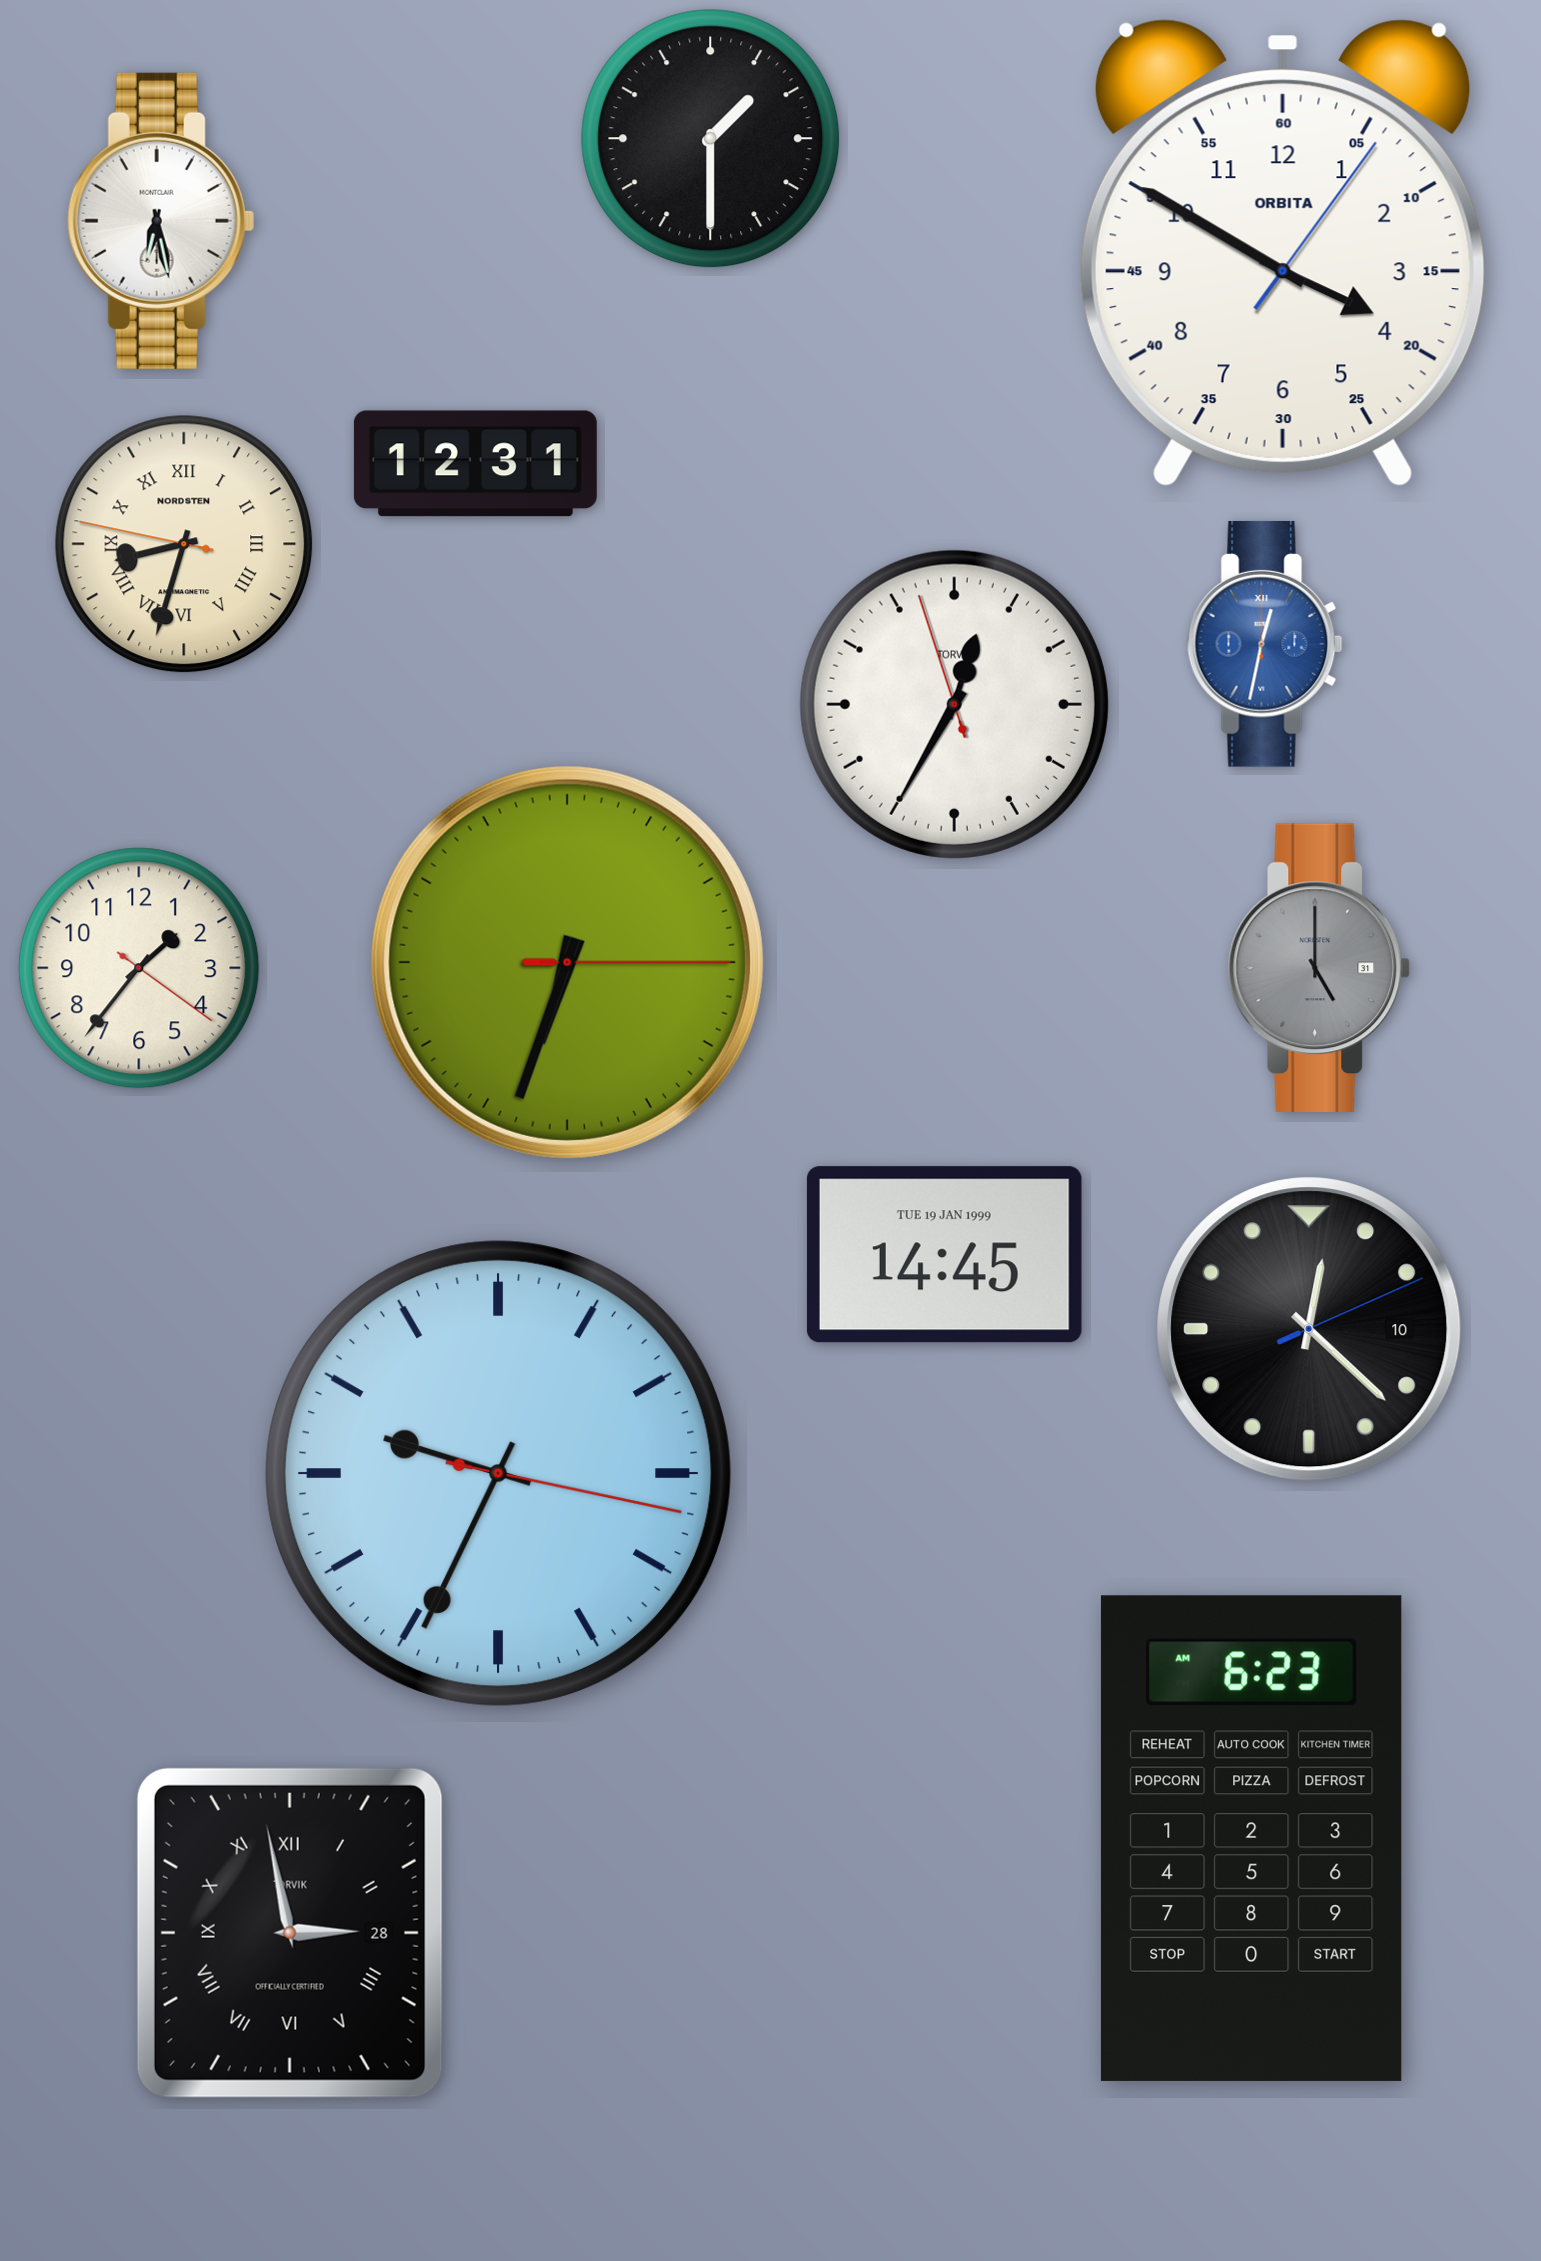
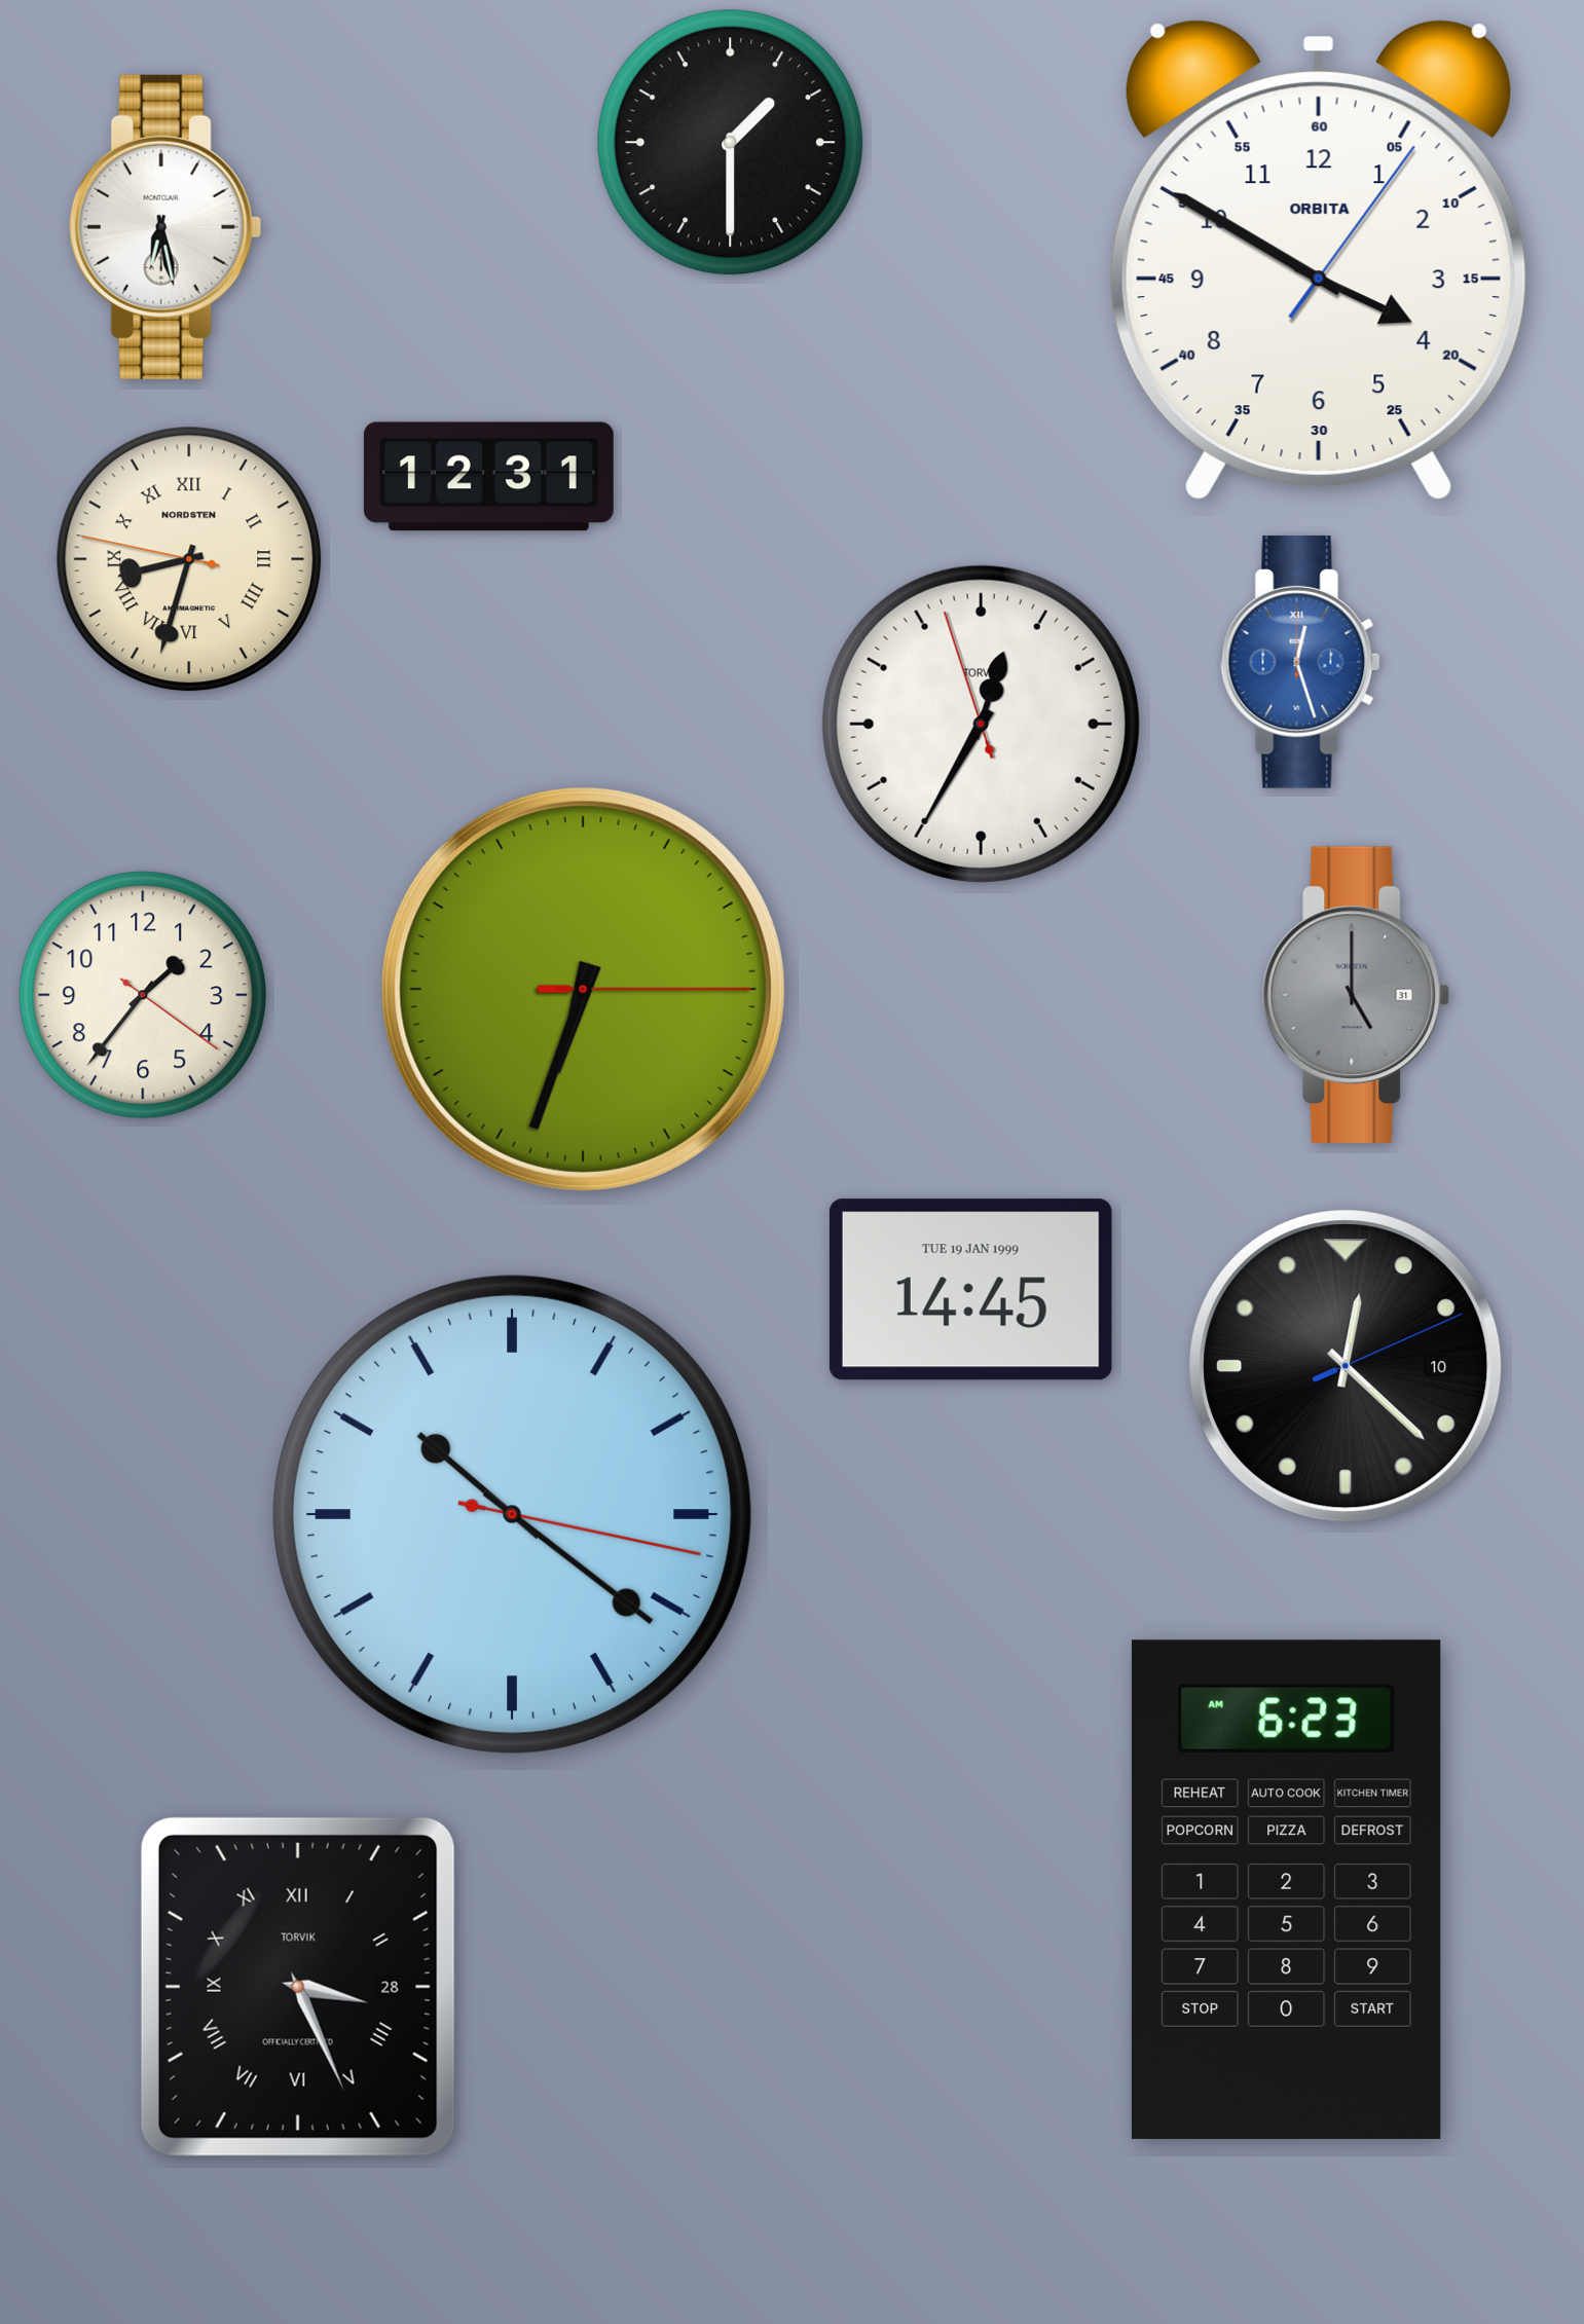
clock at (1265, 644): 12:32 -> 12:27
clock at (498, 1473): 9:34 -> 10:21
clock at (290, 1933): 2:58 -> 3:26
